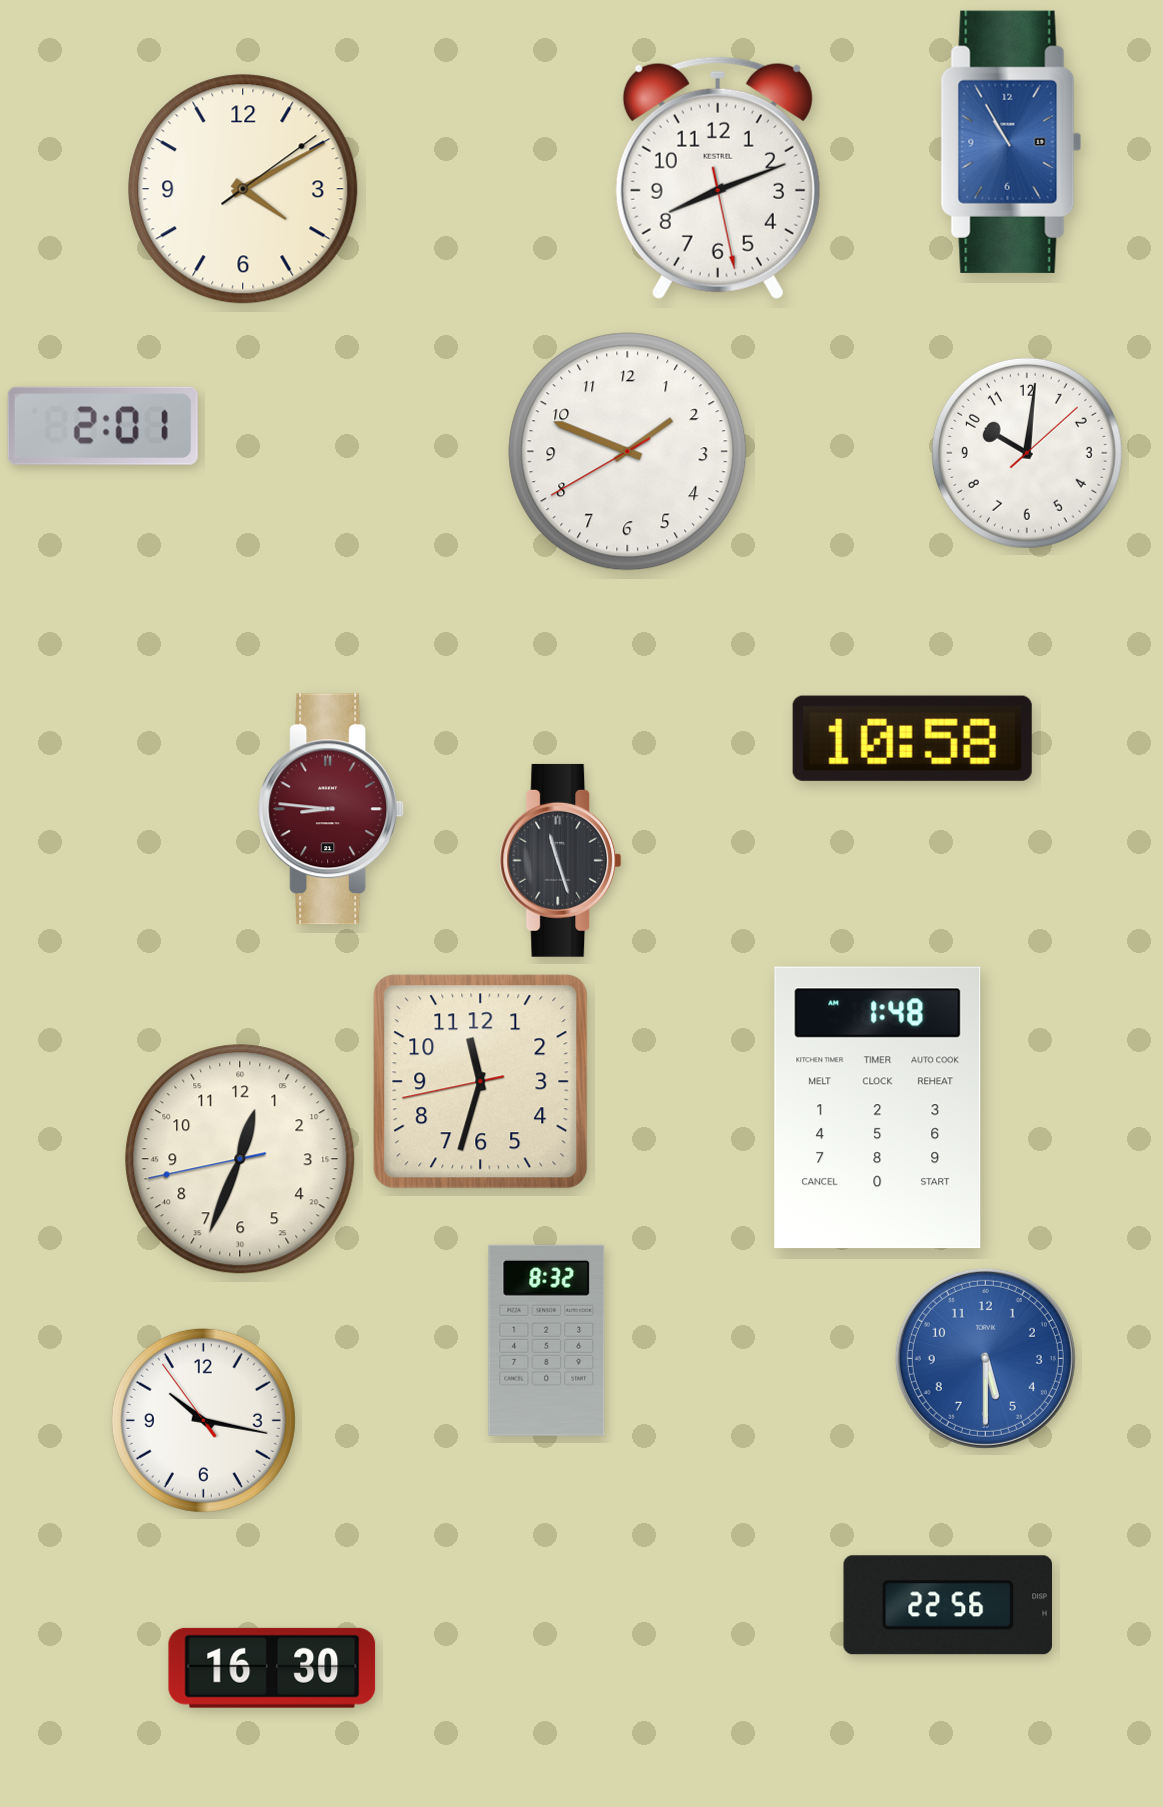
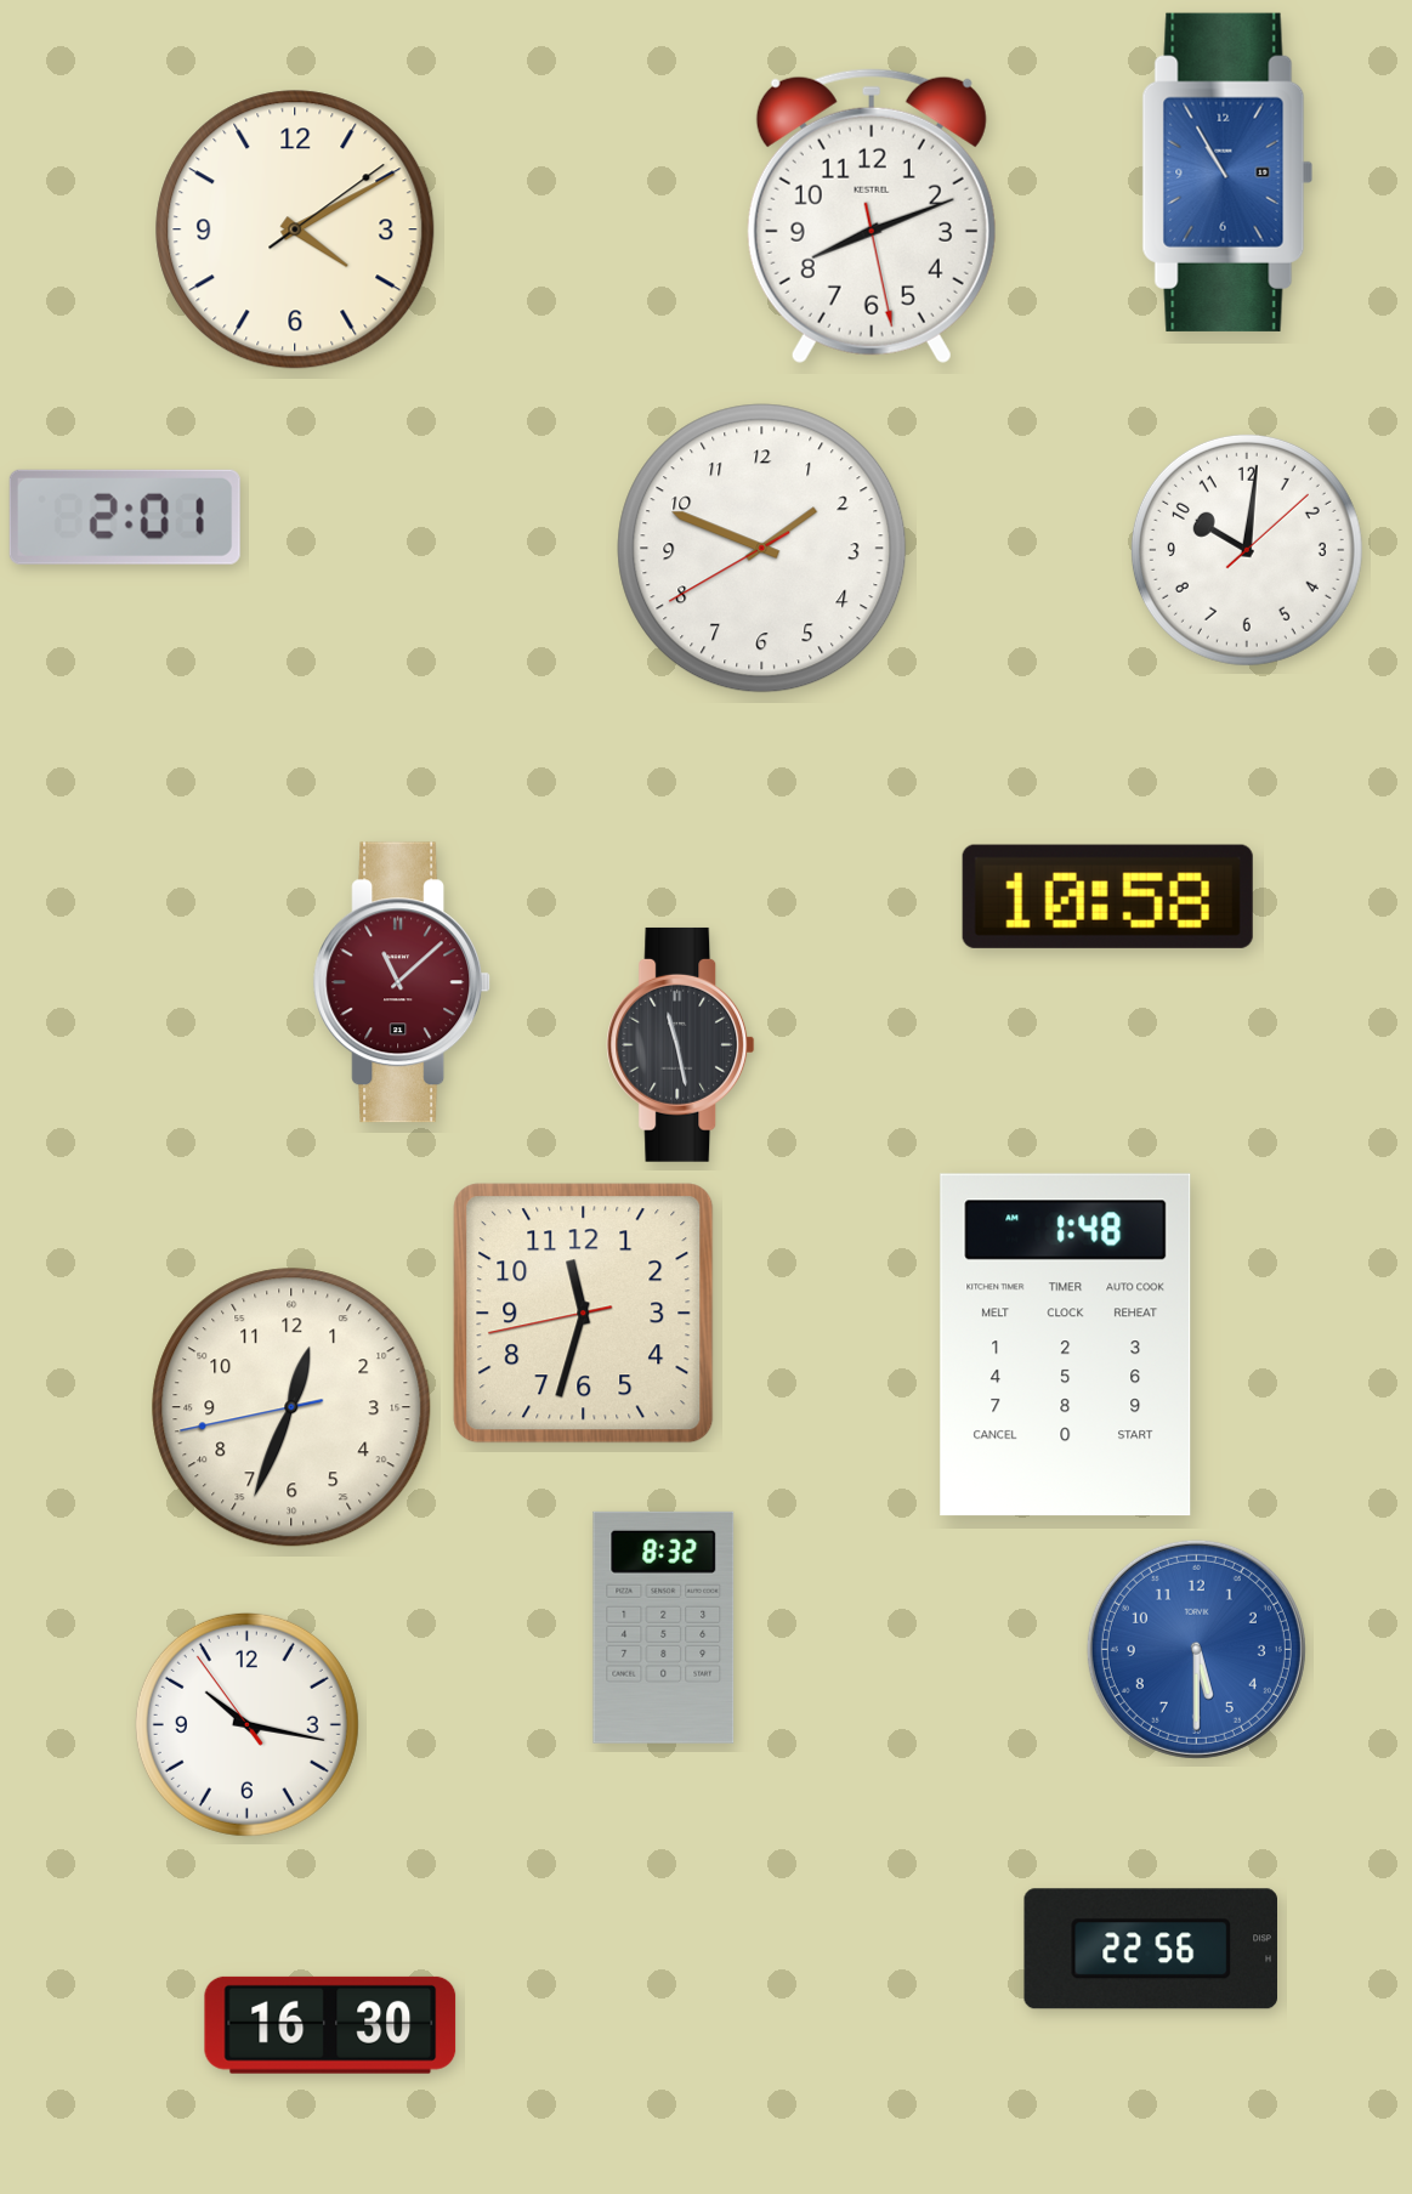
clock at (332, 809): 8:46 -> 11:08
clock at (561, 860): 11:27 -> 11:28
